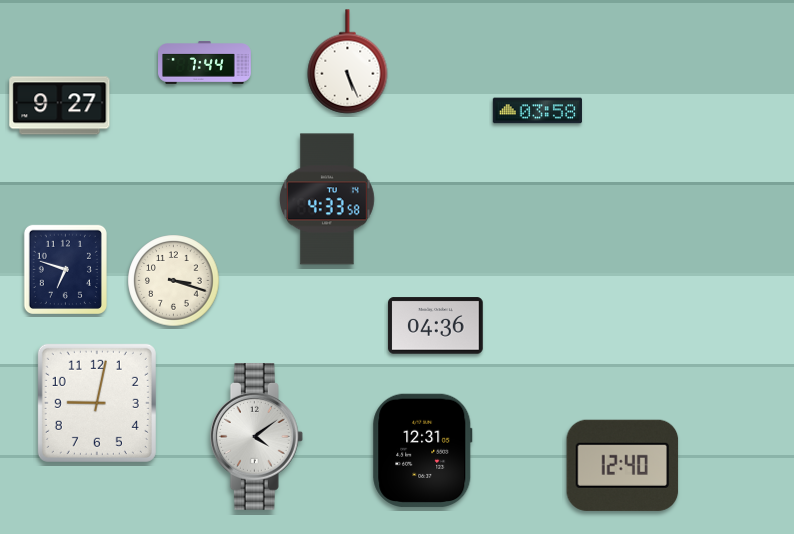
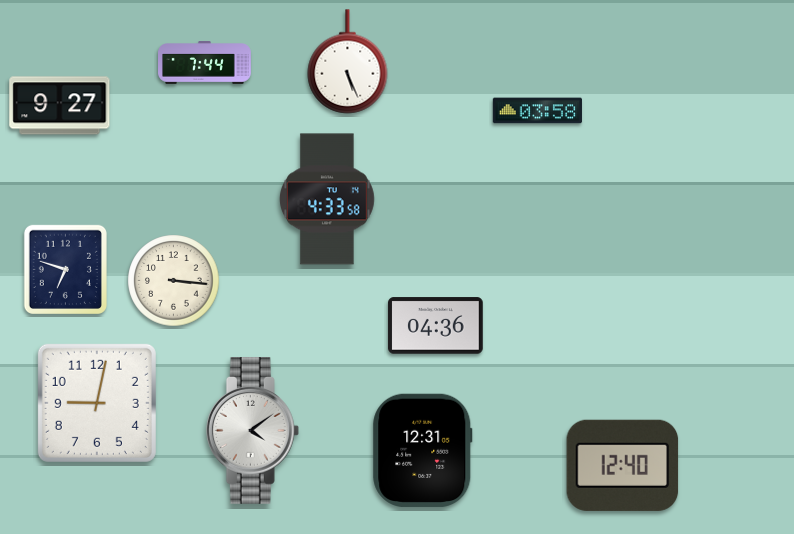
clock at (174, 281): 3:18 -> 3:16
clock at (256, 437) position: (256, 437) -> (252, 431)
